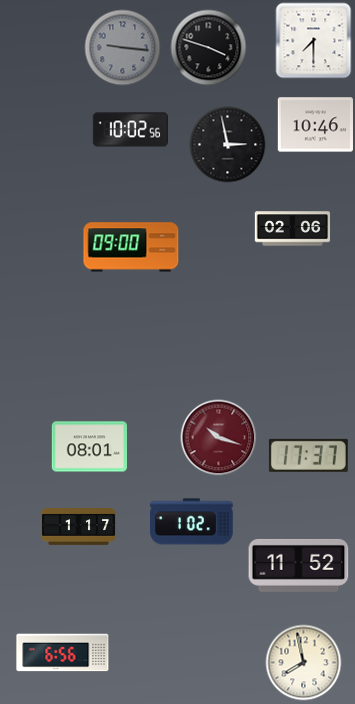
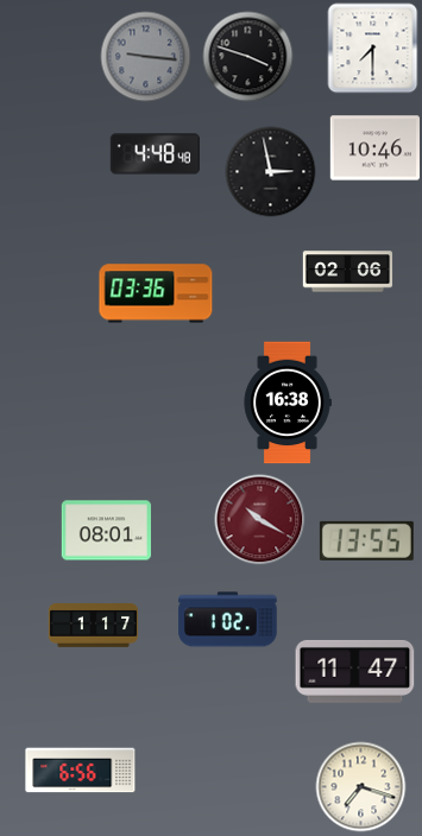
clock at (130, 130): 10:02 -> 4:48
clock at (131, 247): 09:00 -> 03:36
clock at (288, 403): none -> 16:38
clock at (219, 438): 10:18 -> 10:20
clock at (308, 455): 17:37 -> 13:55
clock at (299, 565): 11:52 -> 11:47
clock at (63, 653) position: (63, 653) -> (81, 771)
clock at (304, 663): 7:58 -> 7:18
